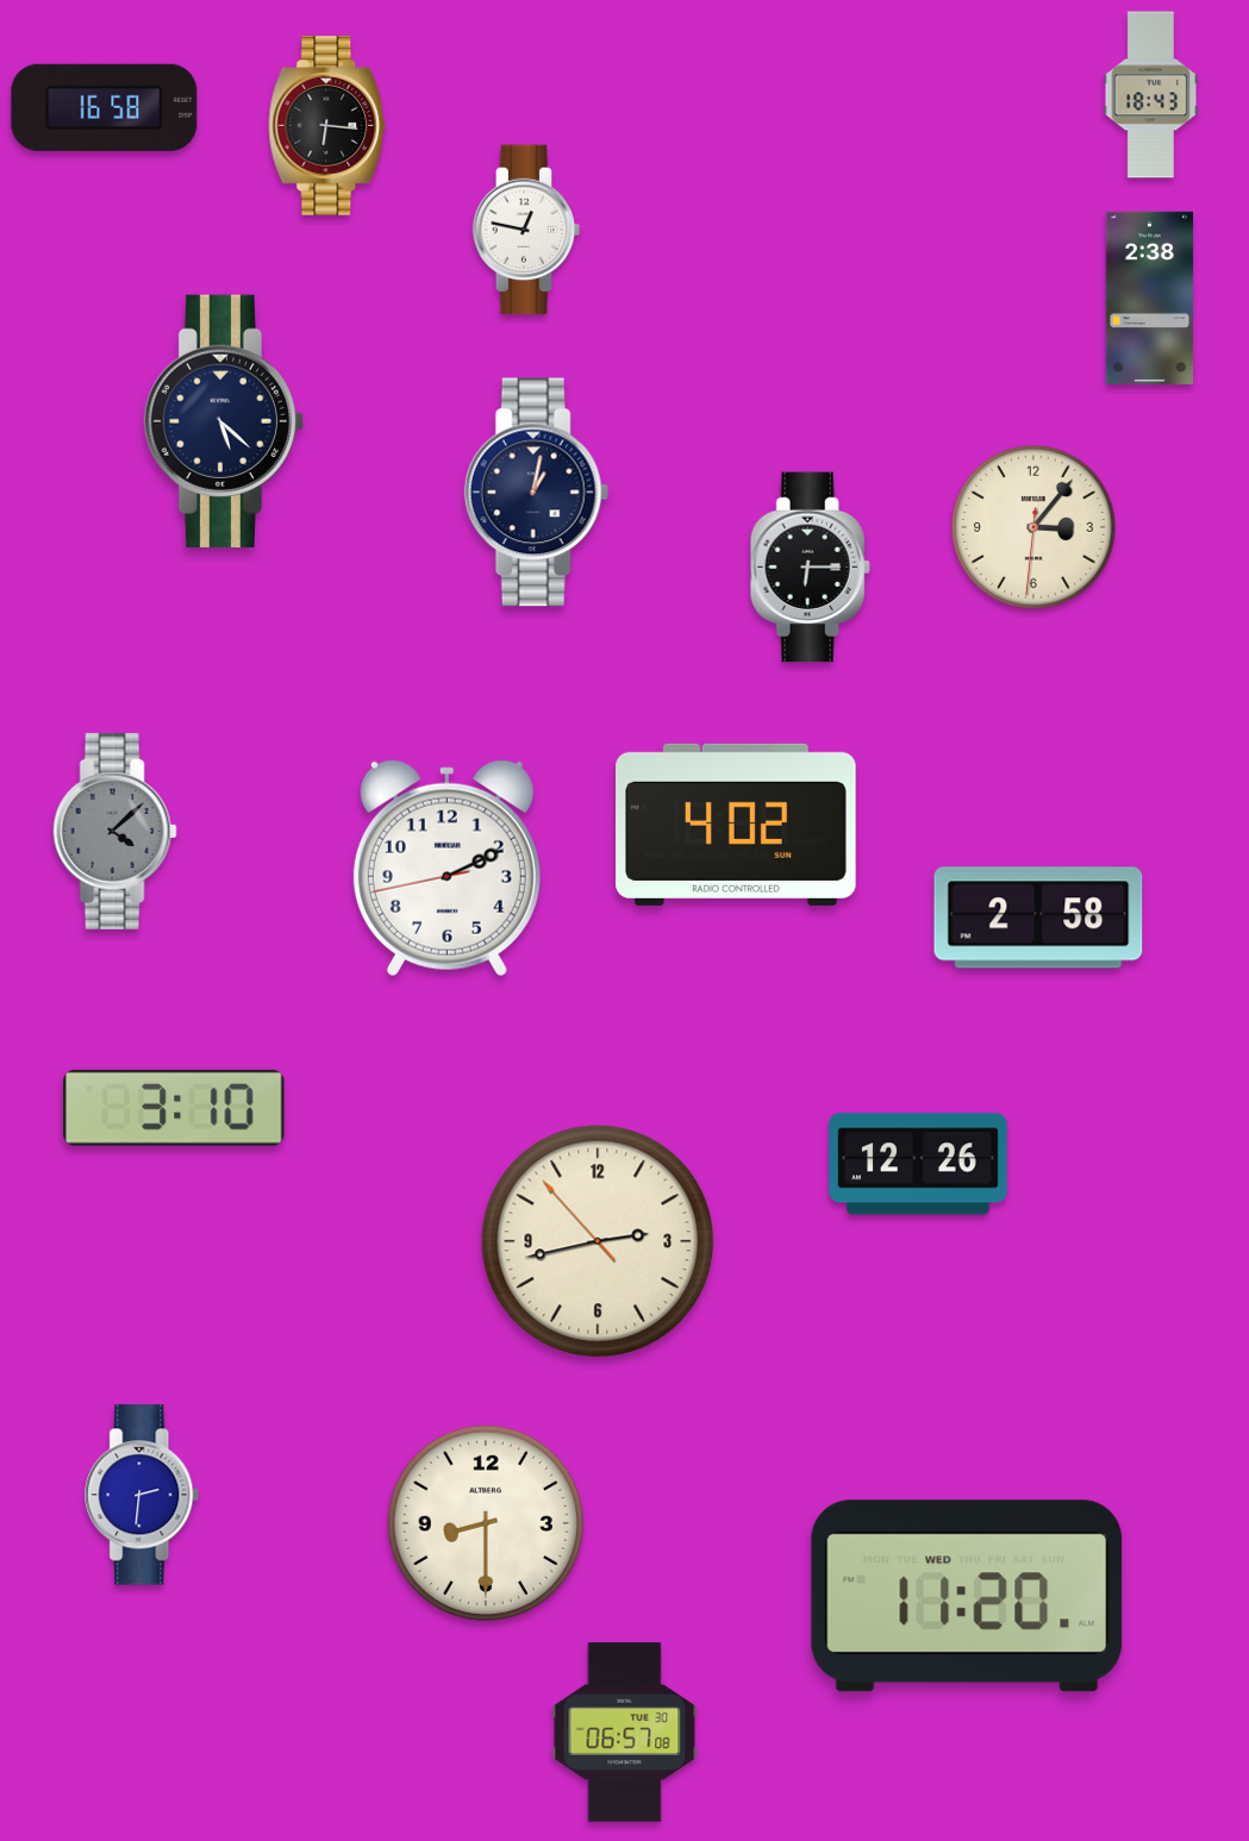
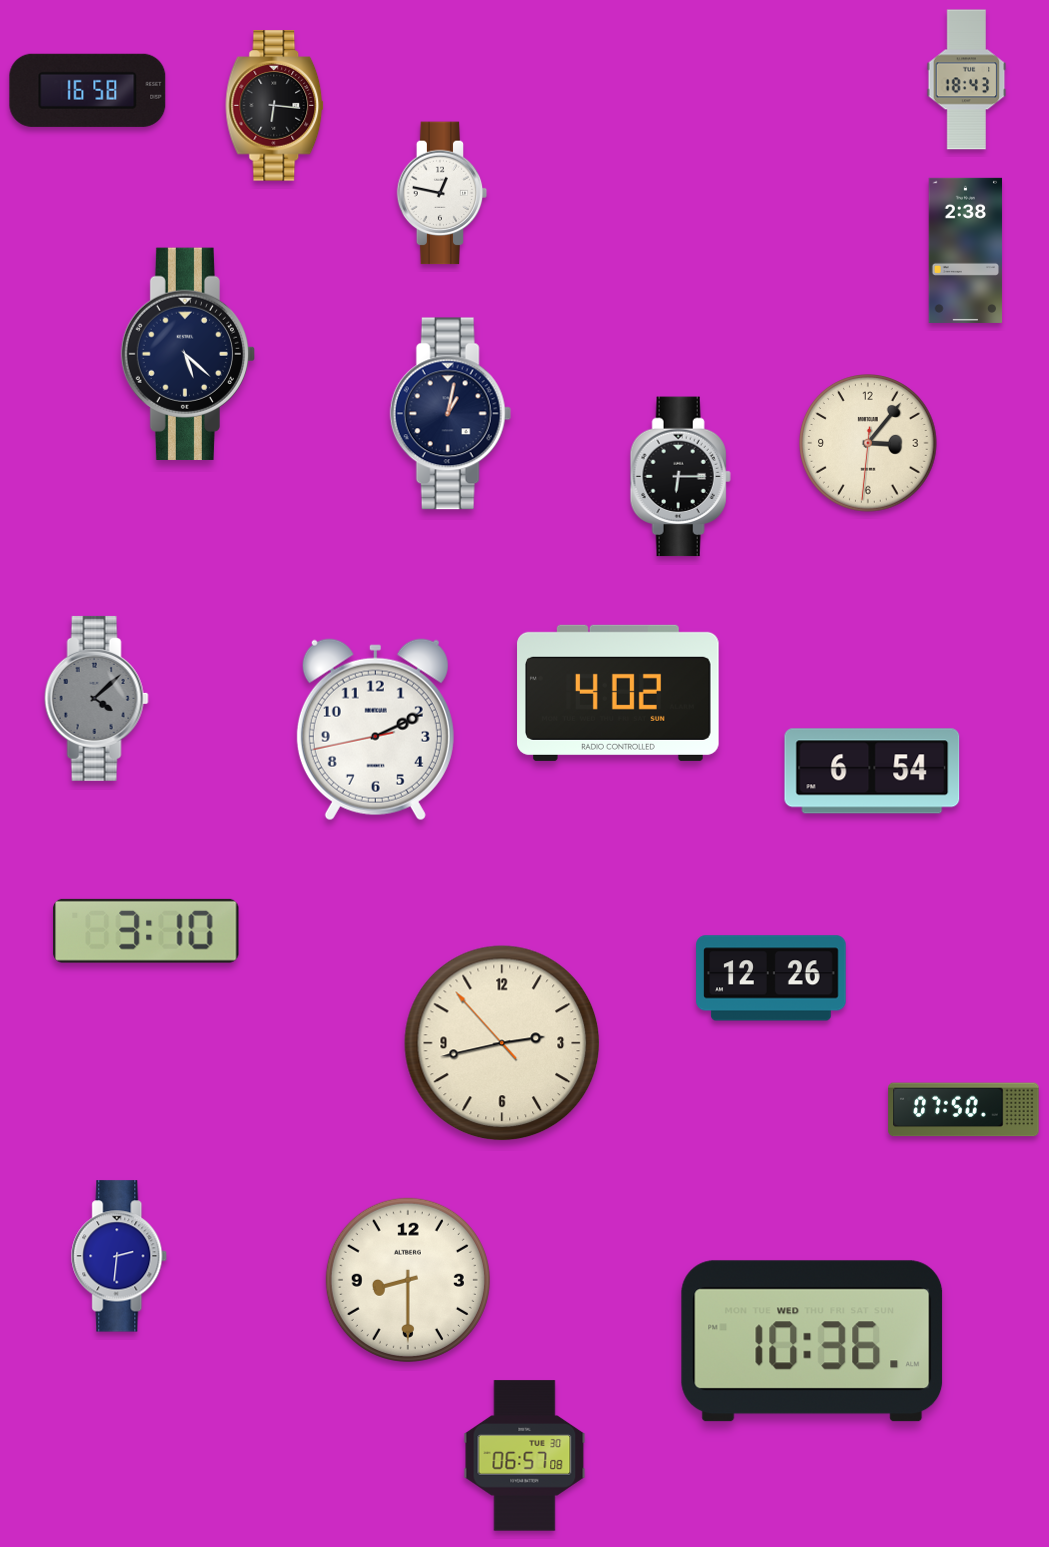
clock at (1038, 918): 2:58 -> 6:54
clock at (964, 1110): none -> 07:50
clock at (967, 1596): 11:20 -> 10:36
